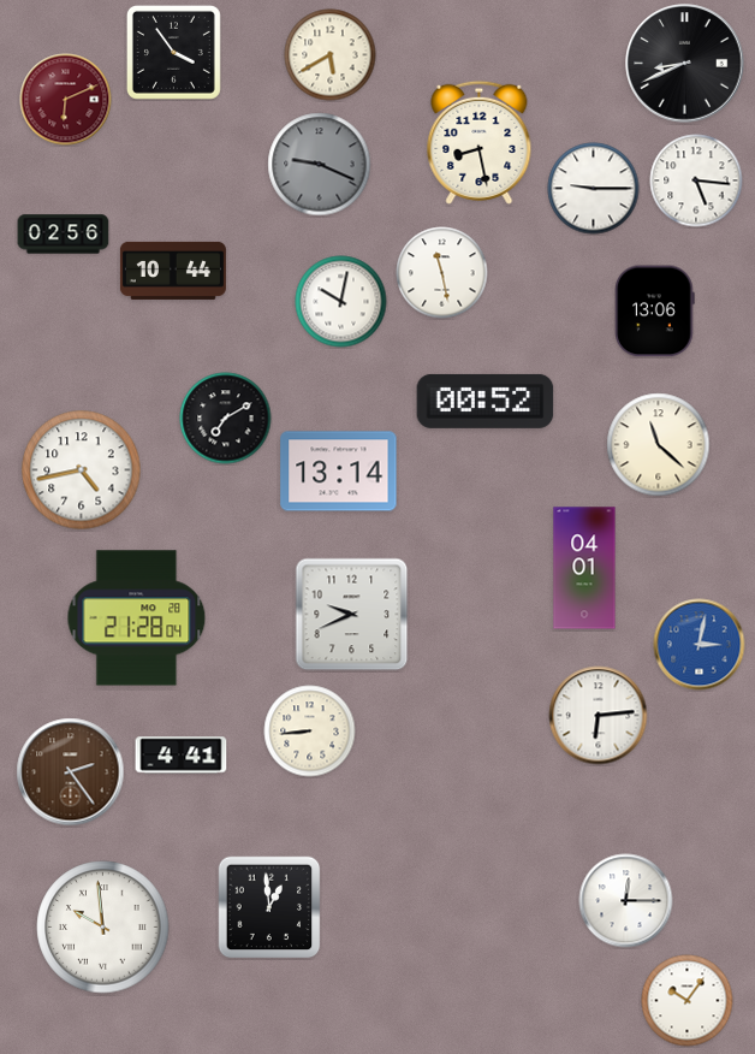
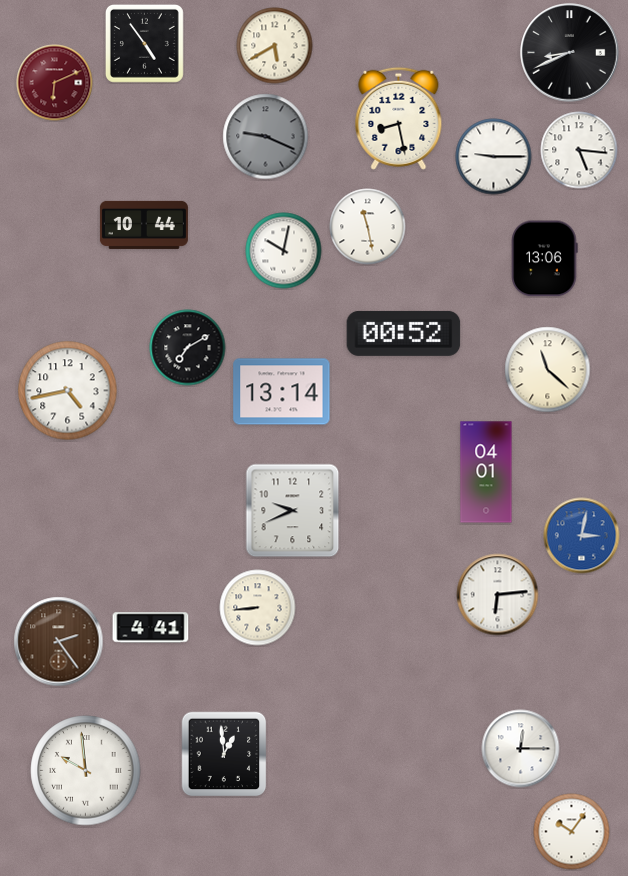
clock at (173, 52): 3:54 -> 4:54
clock at (64, 235): 02:56 -> none
clock at (137, 618): 21:28 -> none
